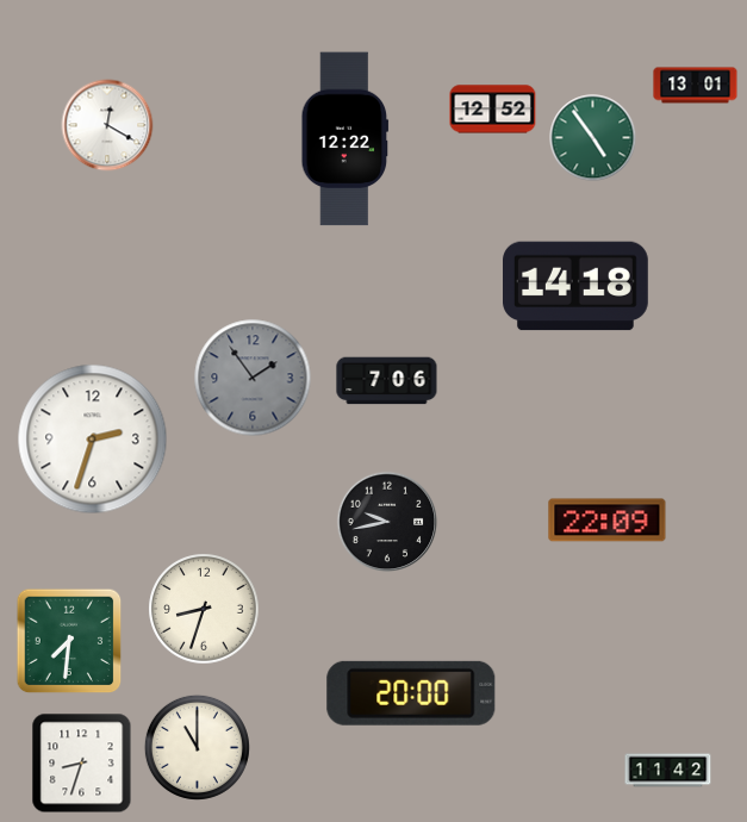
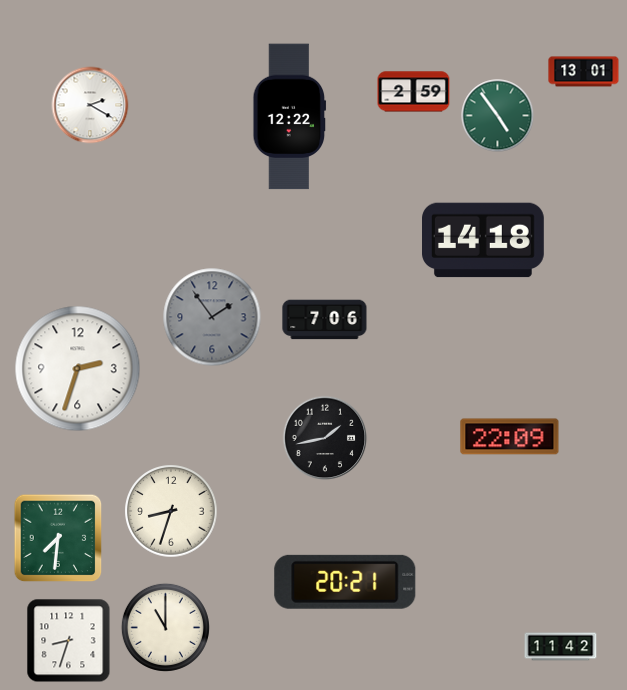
clock at (493, 110): 12:52 -> 2:59
clock at (107, 125): 12:20 -> 2:20
clock at (387, 522): 9:43 -> 1:43
clock at (411, 693): 20:00 -> 20:21
